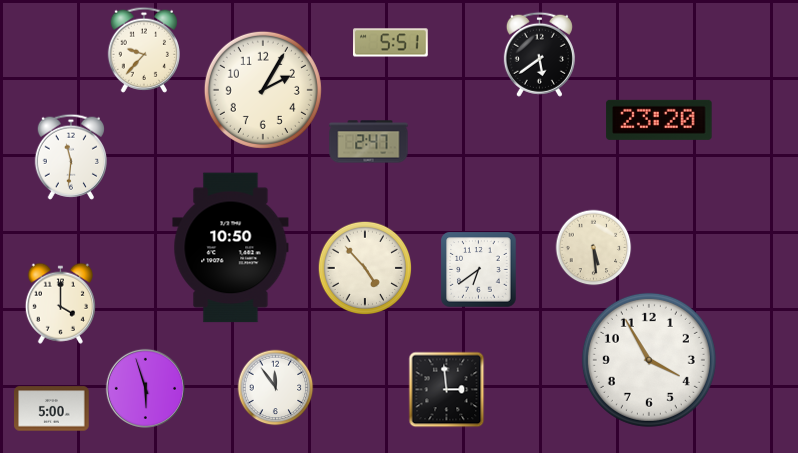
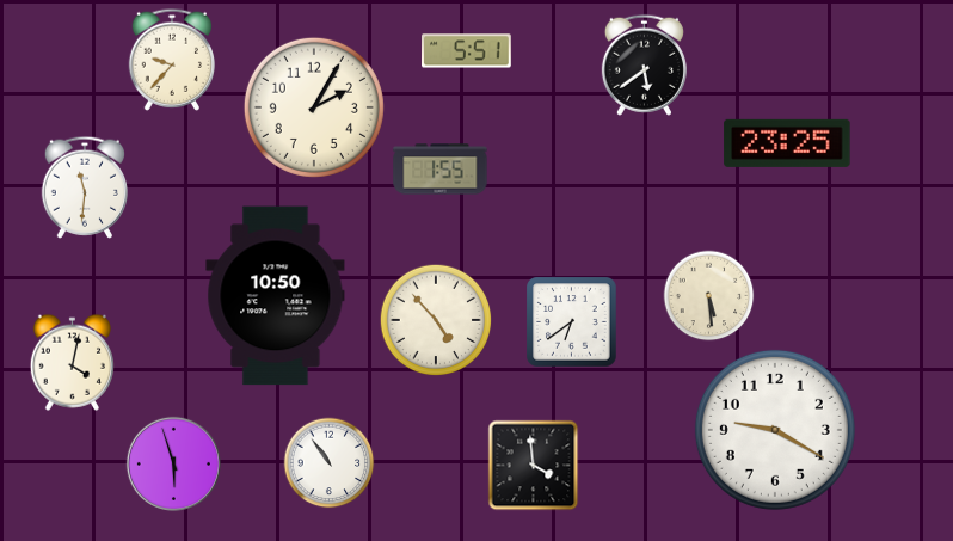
clock at (659, 120): 23:20 -> 23:25
clock at (369, 142): 2:47 -> 1:55
clock at (60, 303): 4:00 -> 4:02
clock at (649, 360): 3:55 -> 9:20
clock at (276, 388): 11:54 -> 10:54
clock at (447, 390): 2:59 -> 3:59
clock at (52, 409): 5:00 -> none
